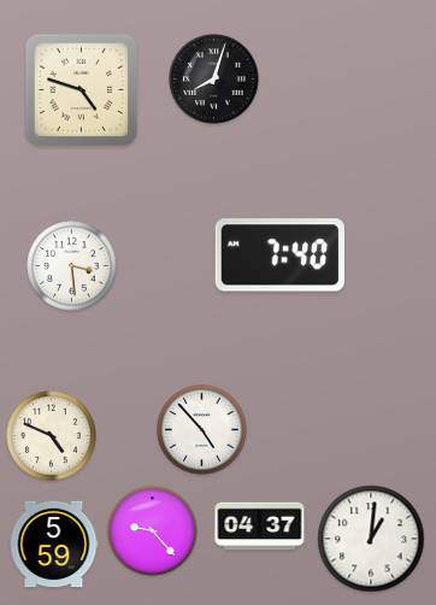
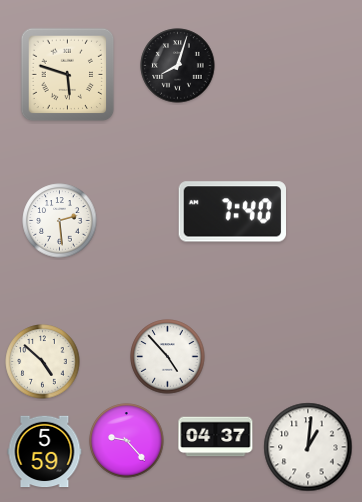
clock at (82, 90): 4:48 -> 5:48
clock at (72, 266): 3:29 -> 2:29
clock at (52, 436): 4:49 -> 4:52
